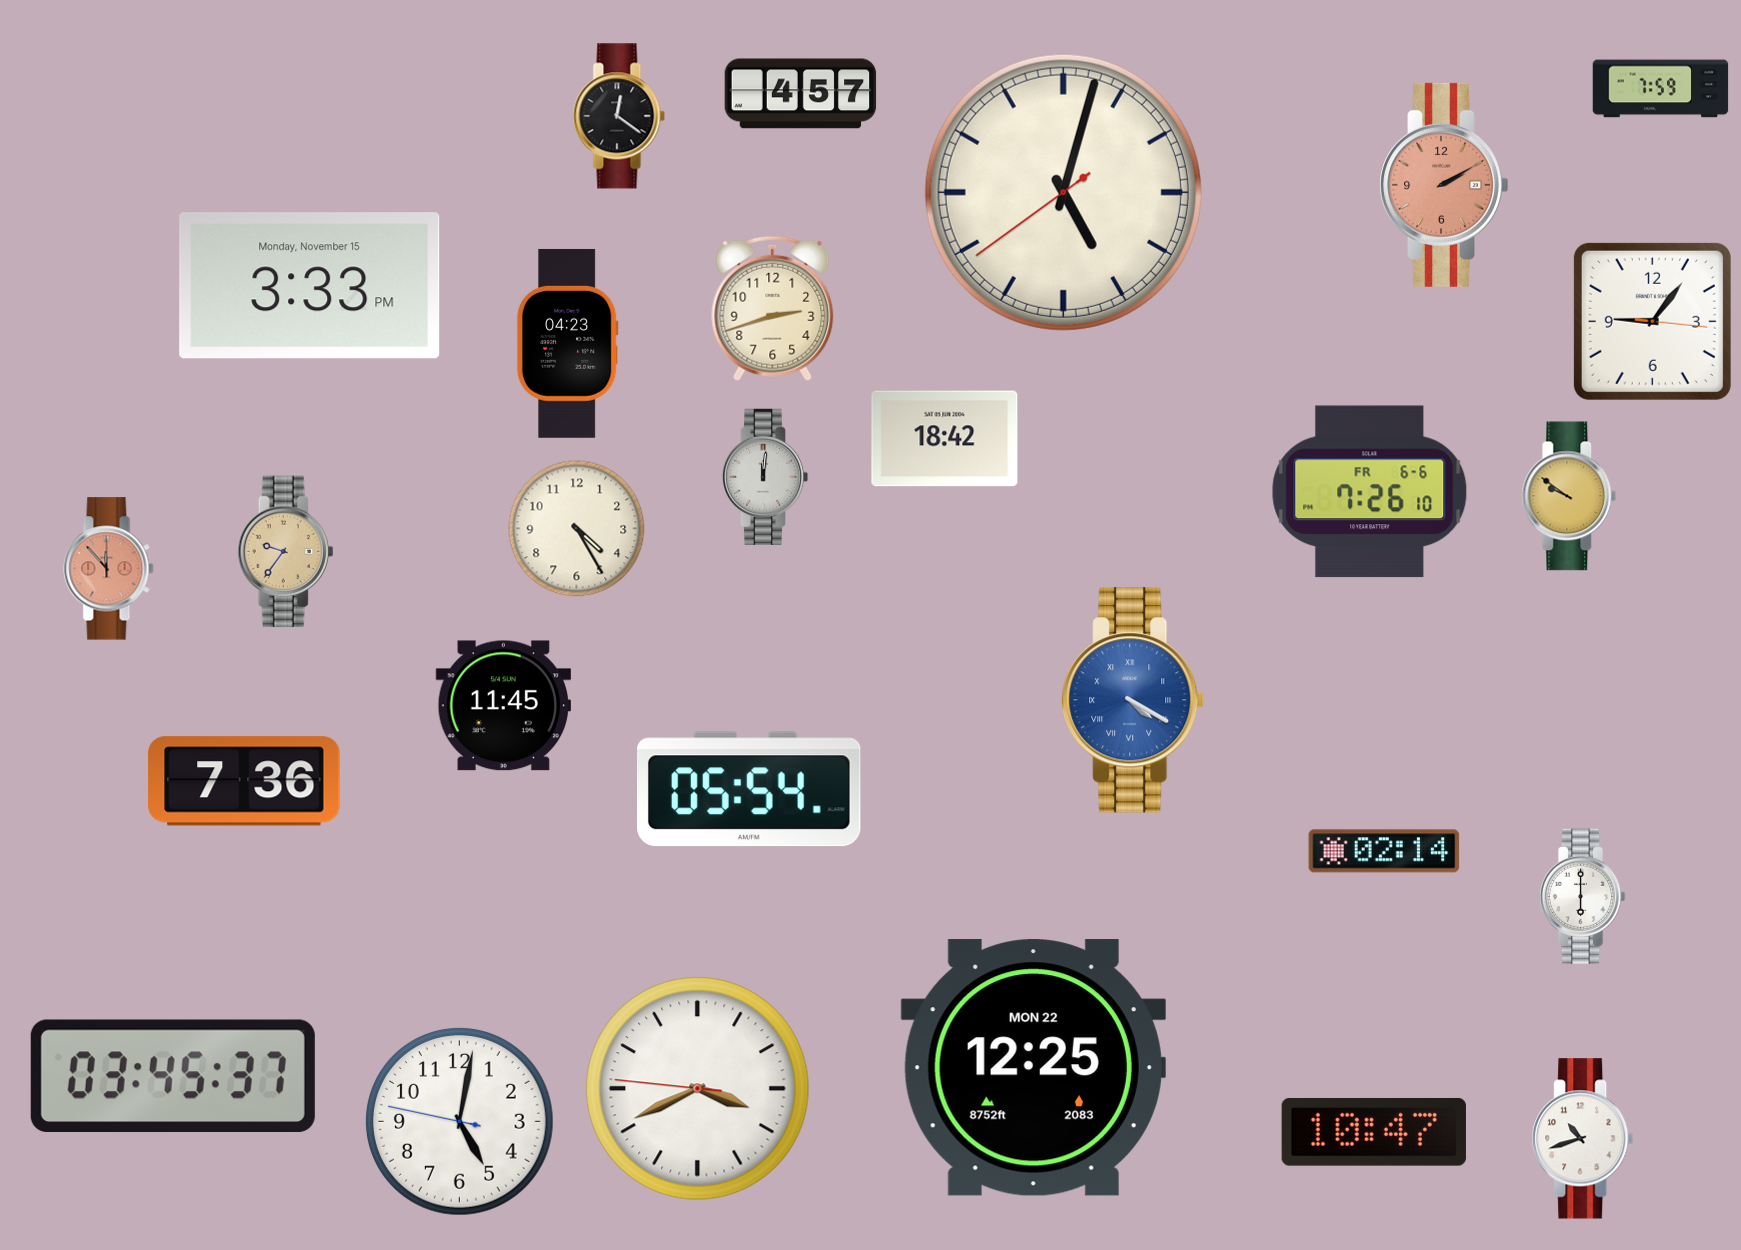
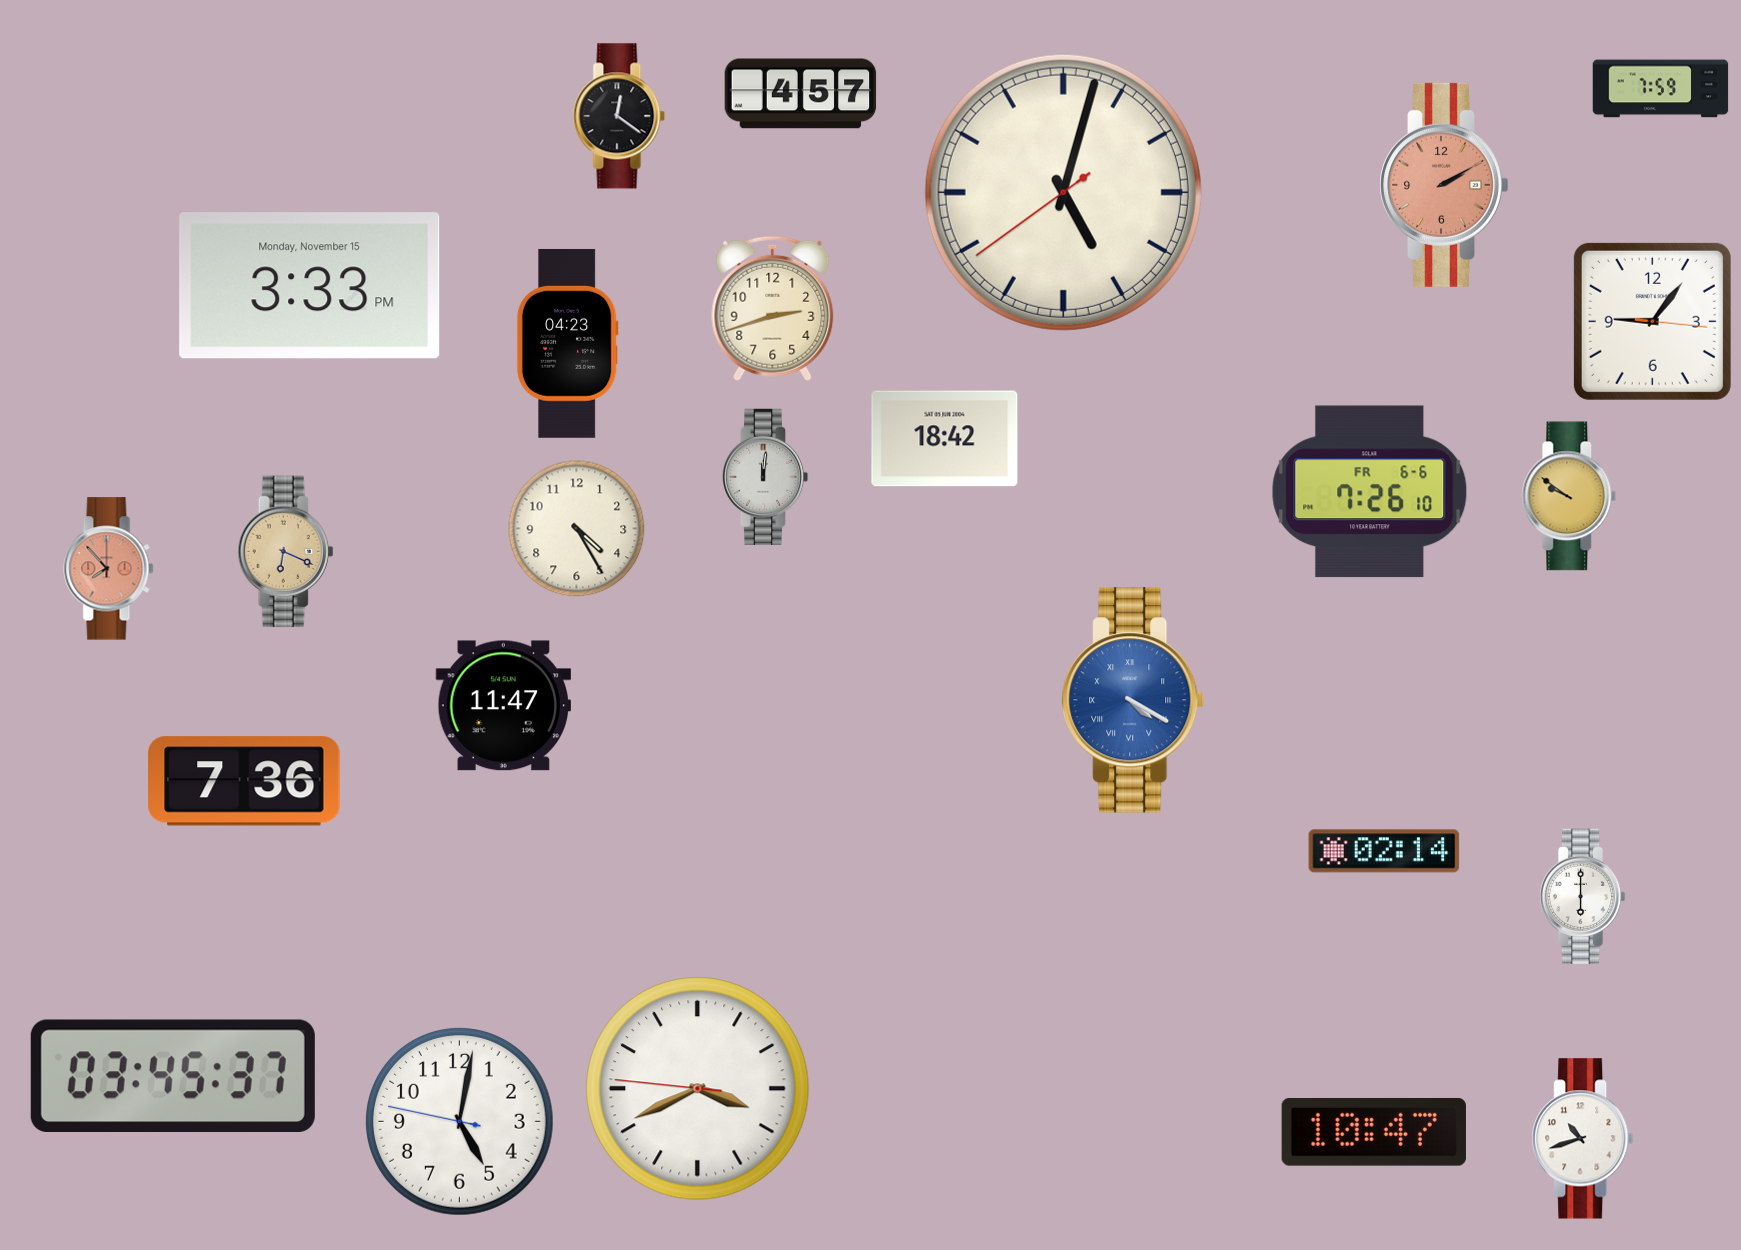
clock at (286, 552): 9:36 -> 6:19
clock at (109, 569): 11:53 -> 7:53
clock at (503, 706): 11:45 -> 11:47
clock at (750, 789): 05:54 -> none
clock at (1033, 1068): 12:25 -> none
